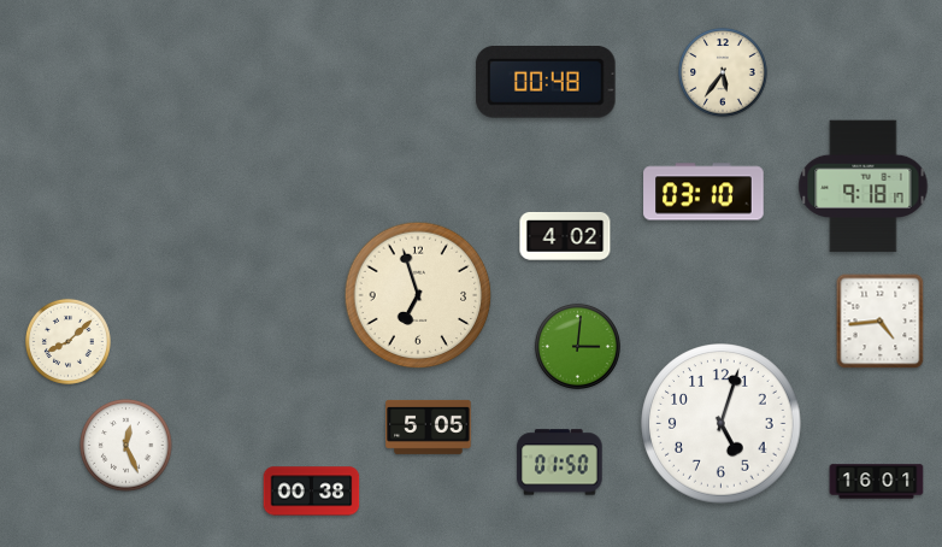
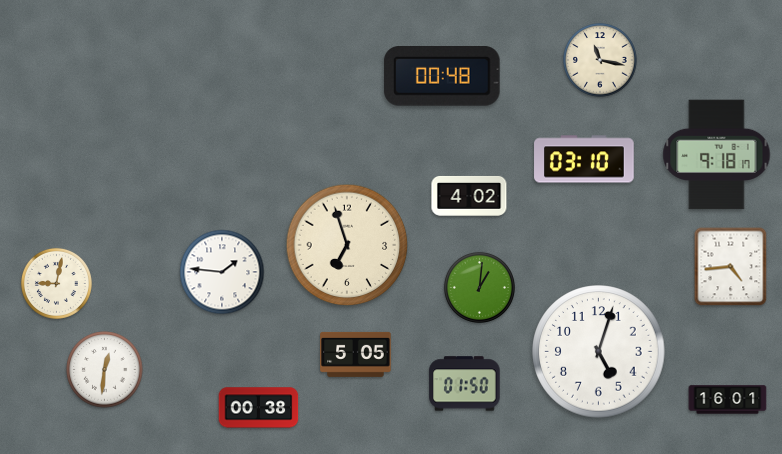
clock at (723, 72): 5:36 -> 11:17
clock at (546, 83) position: (546, 83) -> (442, 77)
clock at (222, 272): none -> 1:46
clock at (67, 341): 8:08 -> 9:02
clock at (577, 346): 3:01 -> 1:01
clock at (126, 446): 12:26 -> 12:31
